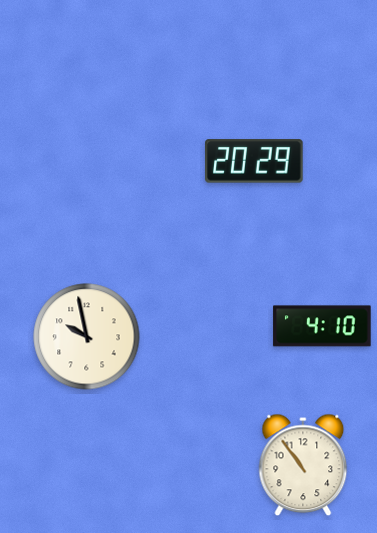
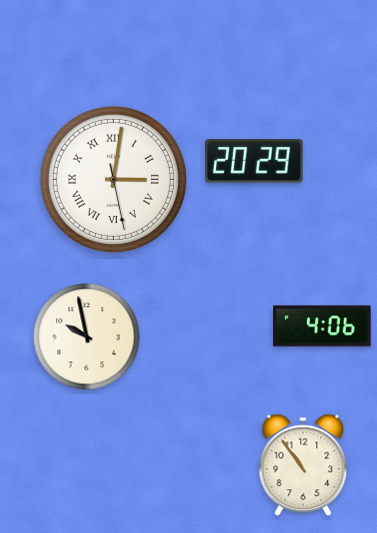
clock at (113, 179): none -> 3:01
clock at (322, 326): 4:10 -> 4:06
